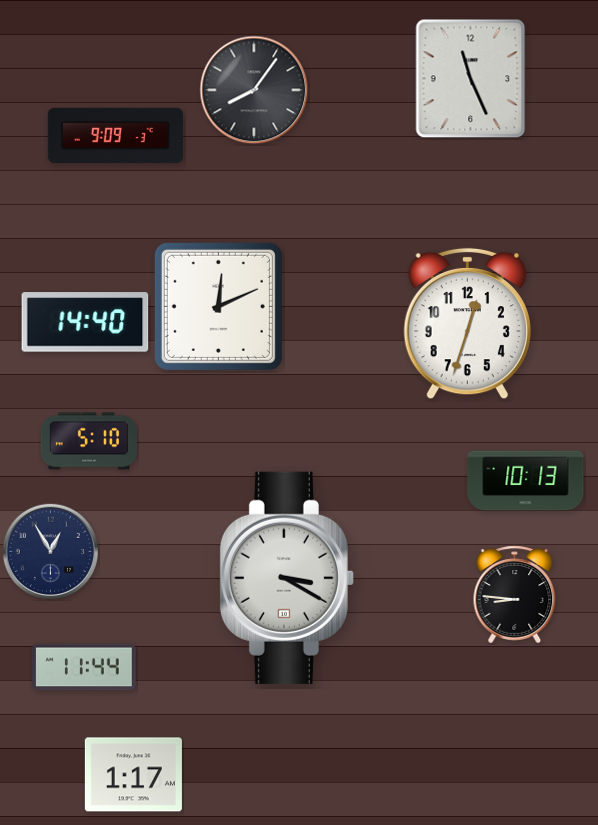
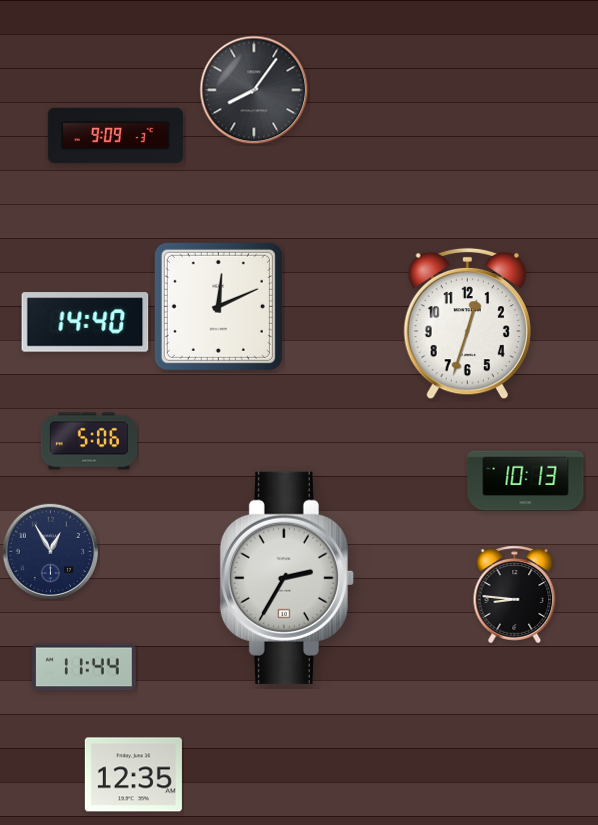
clock at (471, 79): 11:26 -> none
clock at (89, 441): 5:10 -> 5:06
clock at (287, 578): 3:20 -> 2:35
clock at (133, 775): 1:17 -> 12:35
